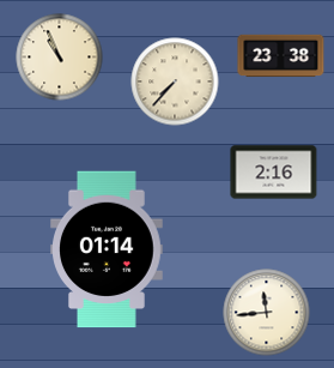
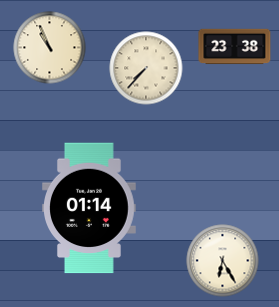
clock at (274, 173): 2:16 -> none
clock at (267, 313): 11:44 -> 6:25
